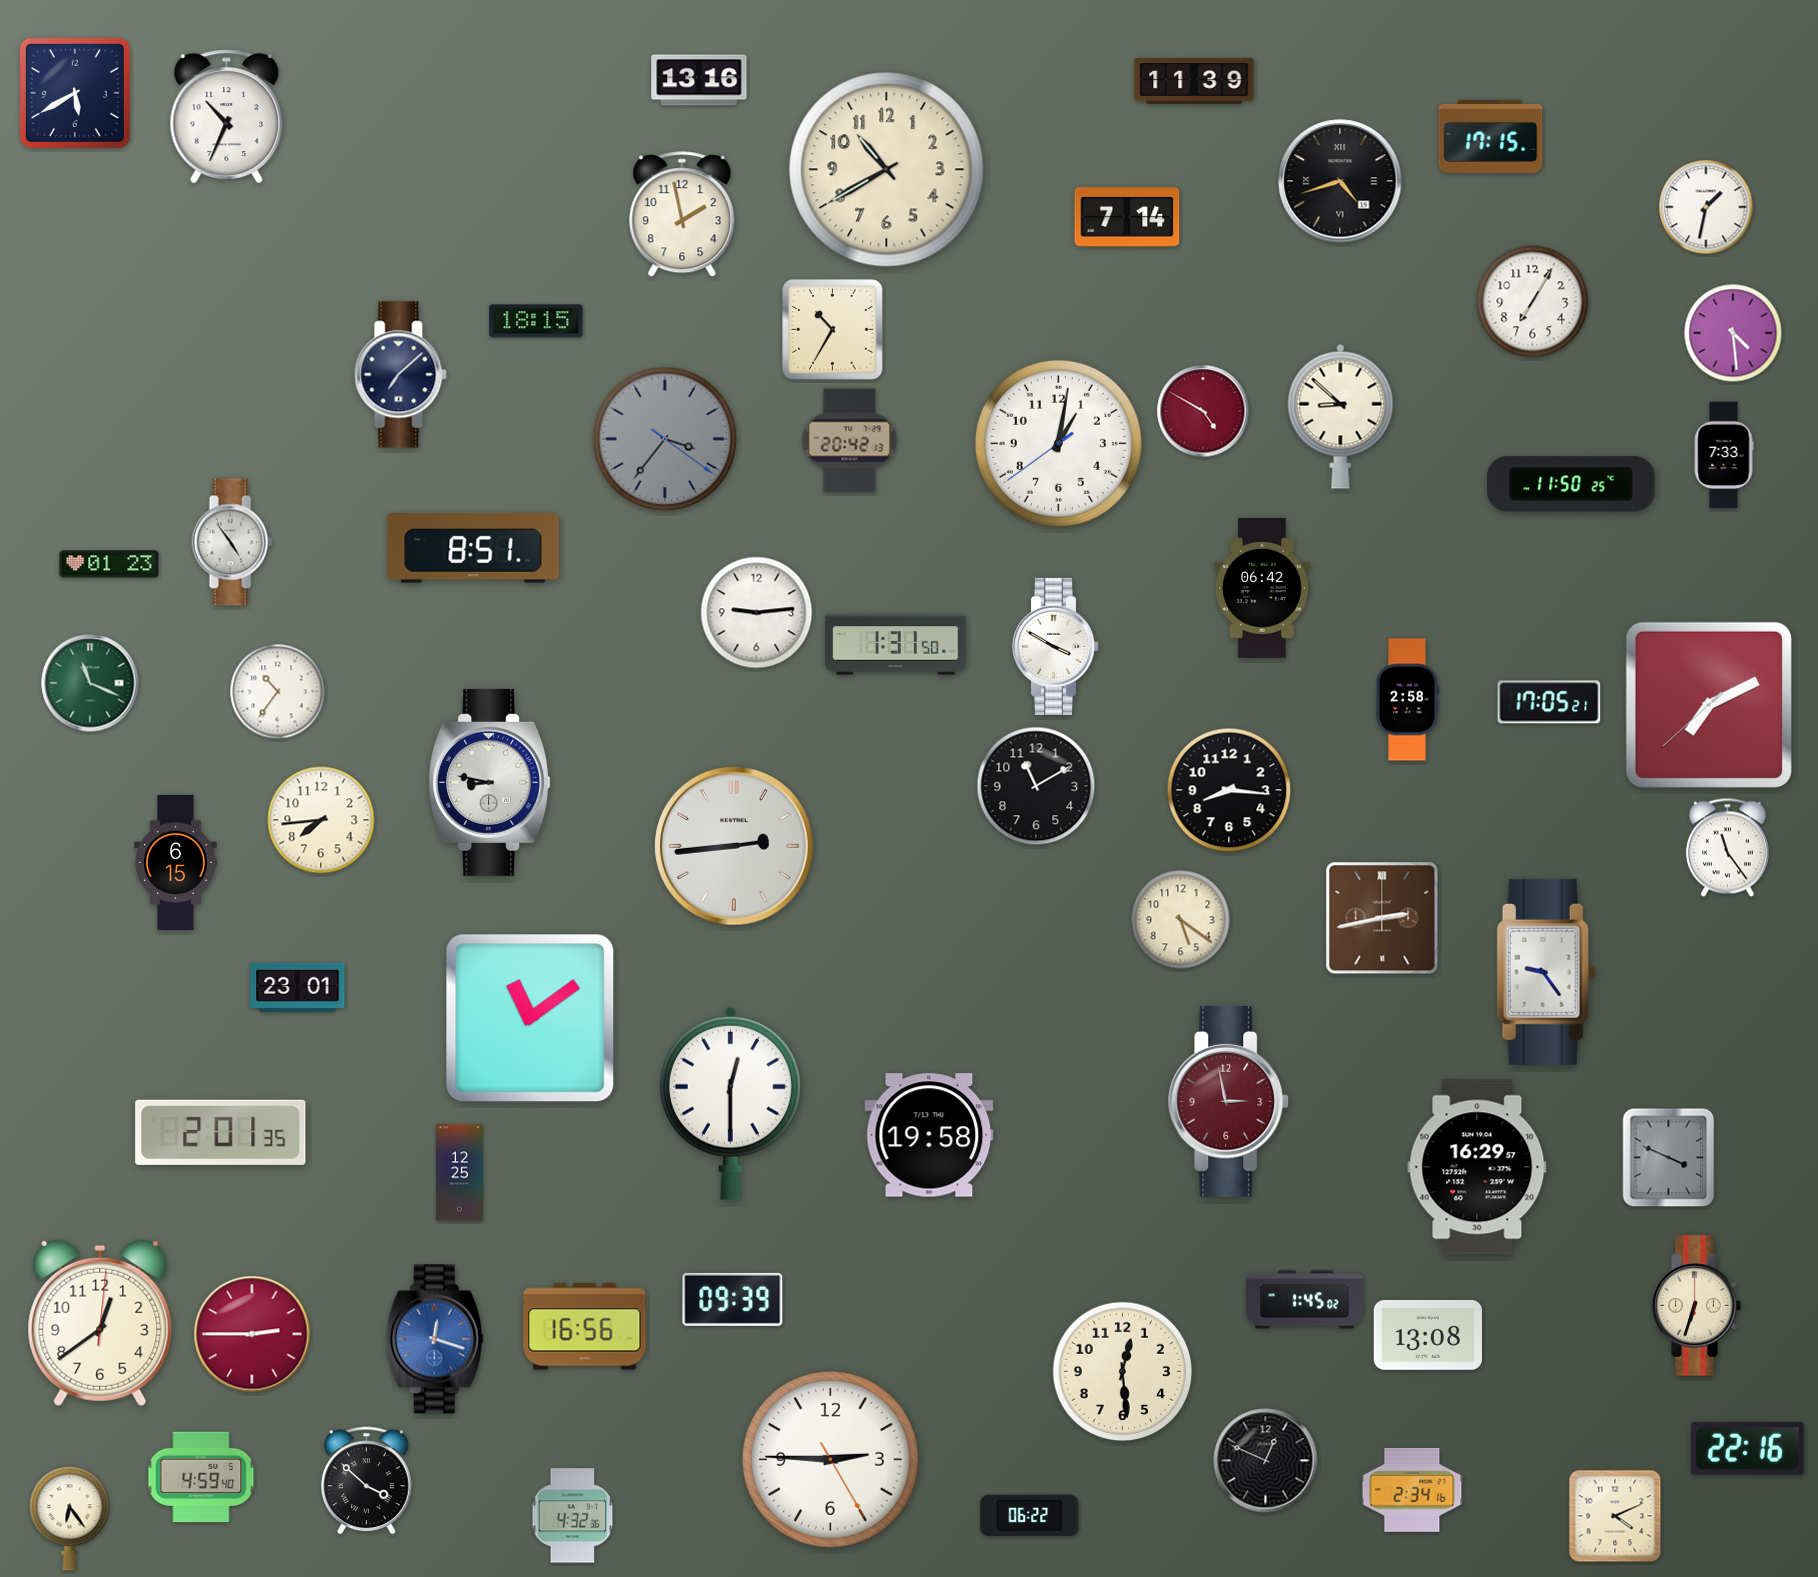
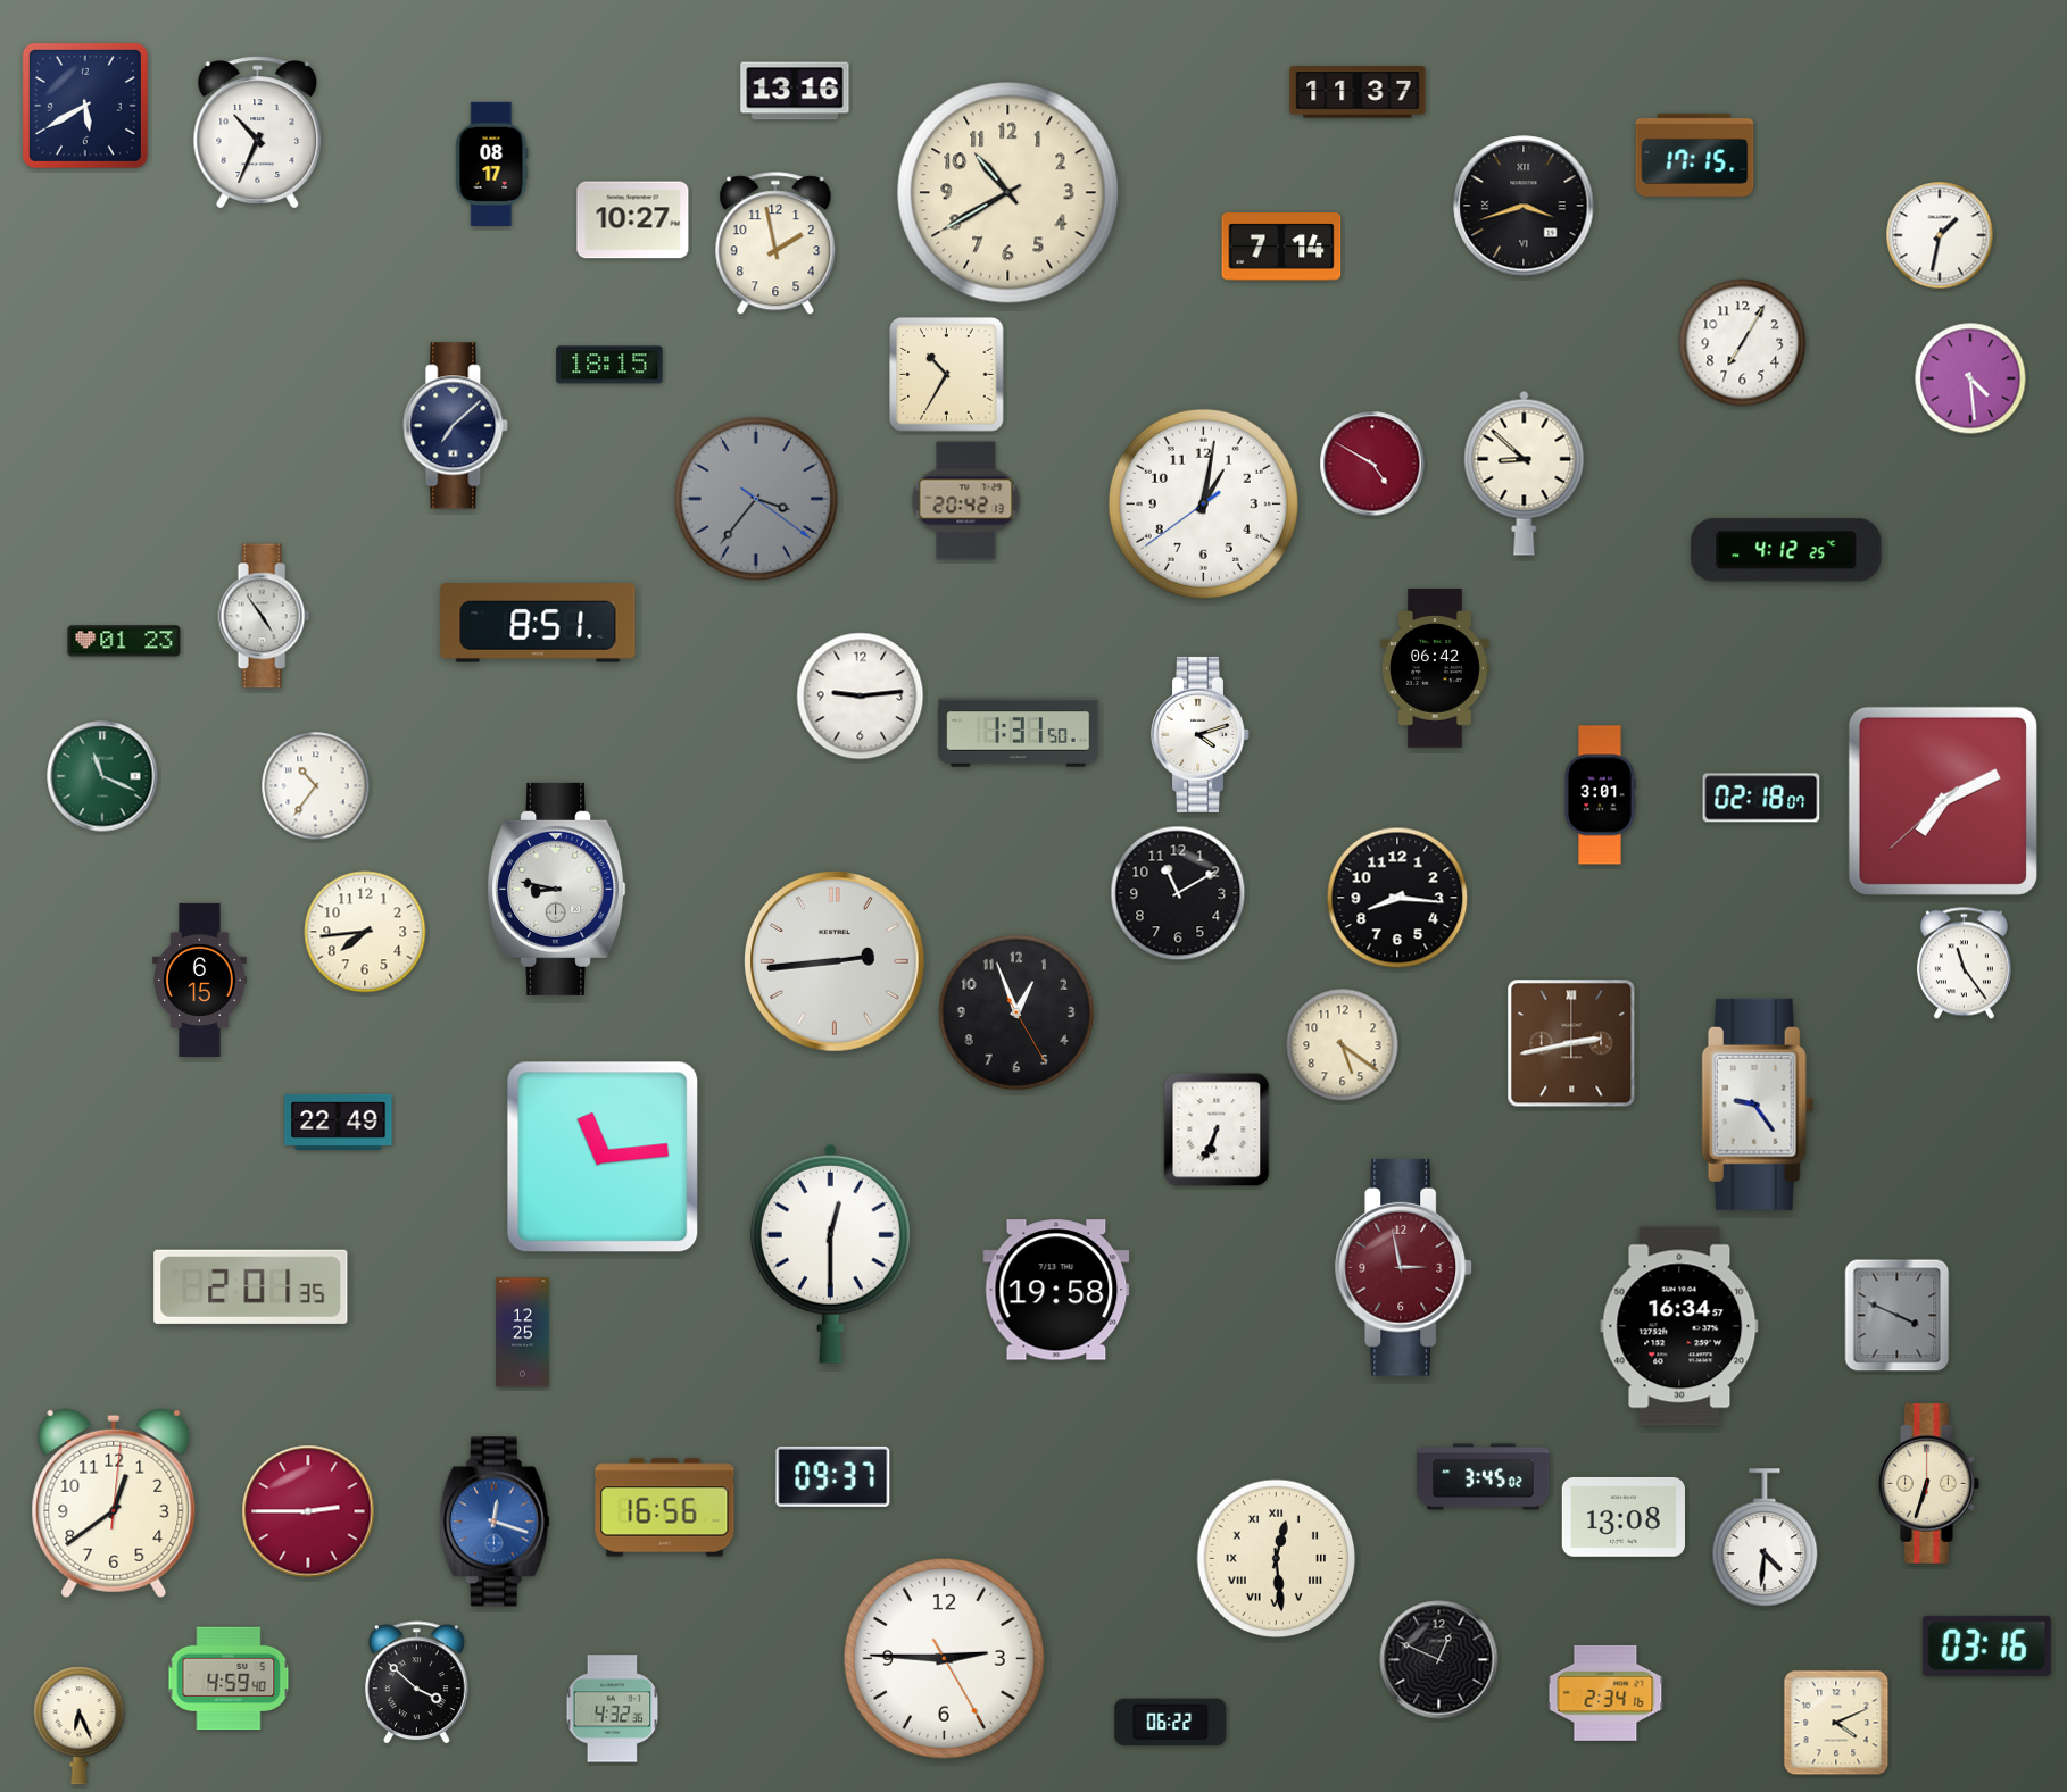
clock at (1194, 81): 11:39 -> 11:37
clock at (492, 164): none -> 08:17
clock at (1340, 181): 4:42 -> 3:42
clock at (633, 220): none -> 10:27
clock at (1203, 411) position: (1203, 411) -> (1372, 464)
clock at (1724, 455): 7:33 -> none
clock at (1571, 484): 11:50 -> 4:12
clock at (1056, 646): 3:50 -> 4:12
clock at (1407, 700): 2:58 -> 3:01
clock at (1549, 702): 17:05 -> 02:18
clock at (1016, 1012): none -> 12:56
clock at (298, 987): 23:01 -> 22:49
clock at (1217, 1130): none -> 6:34
clock at (530, 1018): 11:09 -> 11:14
clock at (1229, 1102) position: (1229, 1102) -> (1404, 1268)
clock at (1477, 1167): 16:29 -> 16:34
clock at (733, 1299): 09:39 -> 09:37
clock at (1305, 1300): 1:45 -> 3:45
clock at (252, 1334) position: (252, 1334) -> (308, 1511)
clock at (1765, 1539): none -> 4:31
clock at (1123, 1372) numerals: Arabic -> Roman
clock at (1747, 1448): 22:16 -> 03:16
clock at (573, 1516) position: (573, 1516) -> (613, 1709)
clock at (70, 1519): 6:24 -> 6:26
